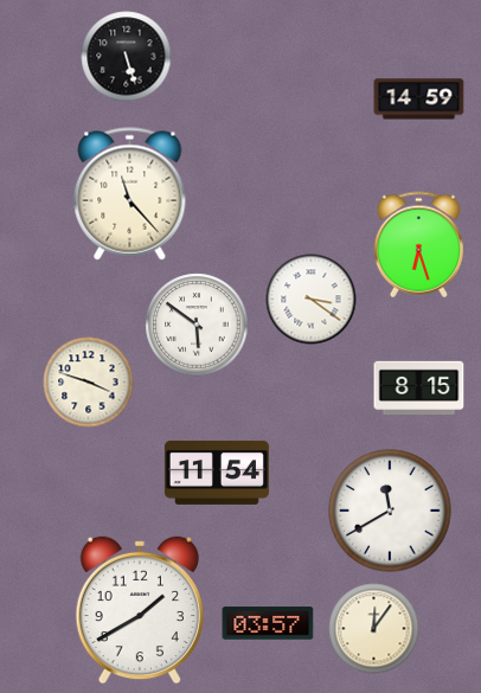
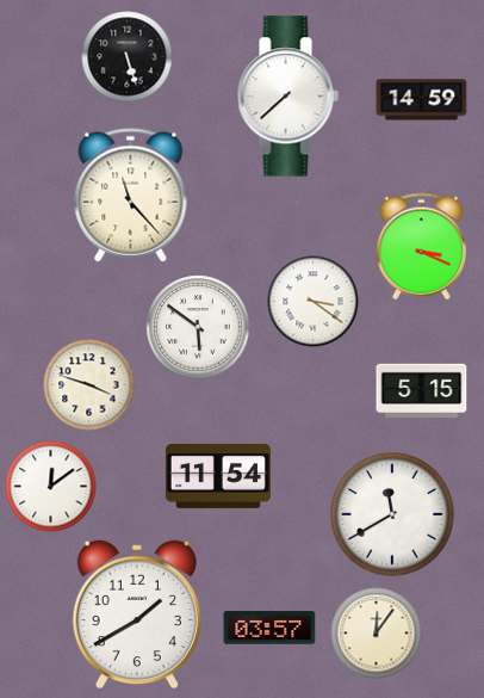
clock at (287, 97): none -> 7:38
clock at (418, 245): 6:27 -> 3:19
clock at (419, 387): 8:15 -> 5:15
clock at (51, 487): none -> 12:09
clock at (140, 610) position: (140, 610) -> (137, 614)
